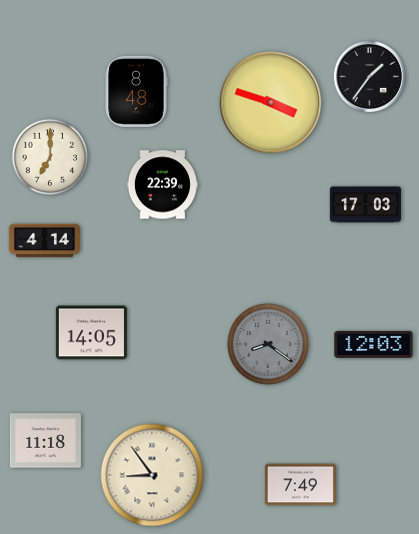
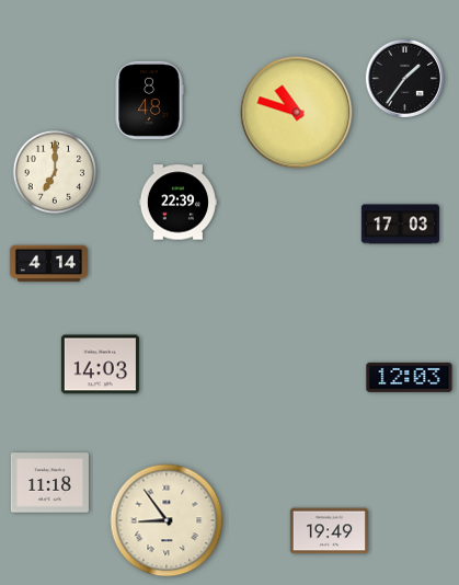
clock at (369, 76) position: (369, 76) -> (404, 78)
clock at (271, 103): 3:48 -> 10:48
clock at (91, 333): 14:05 -> 14:03
clock at (268, 344): 8:21 -> none
clock at (300, 485): 7:49 -> 19:49
